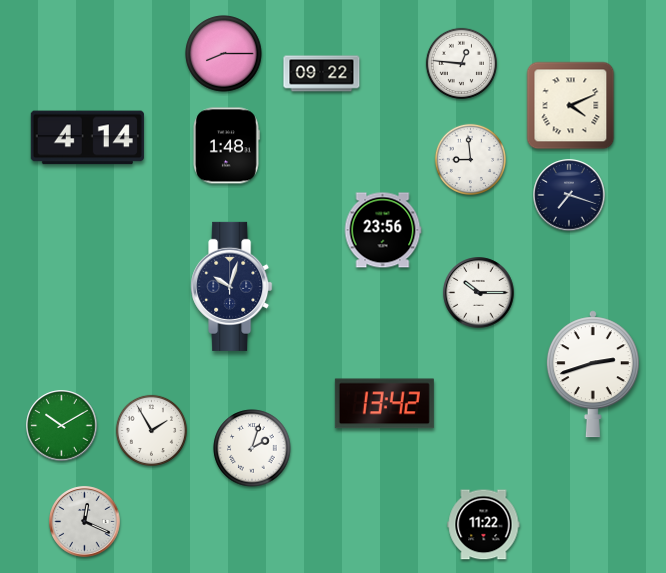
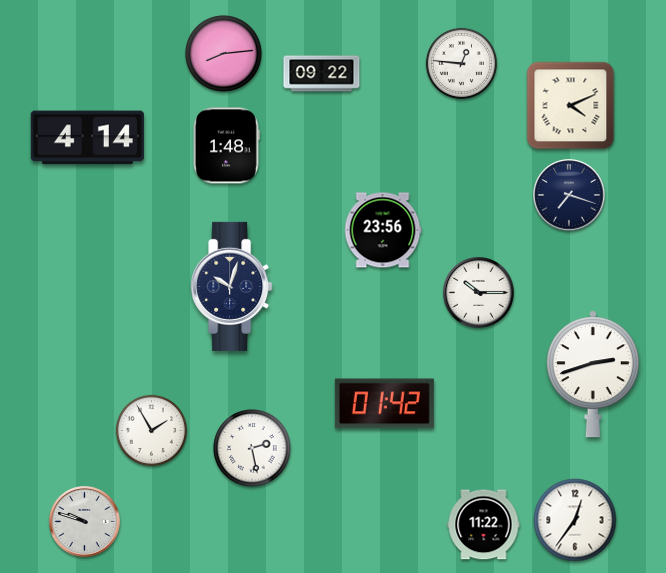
clock at (224, 54): 8:15 -> 8:14
clock at (470, 159): 8:59 -> none
clock at (384, 404): 13:42 -> 01:42
clock at (62, 426): 10:10 -> none
clock at (252, 448): 2:03 -> 2:28
clock at (575, 520): none -> 12:36
clock at (85, 522): 12:19 -> 9:48
